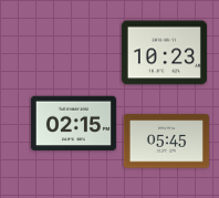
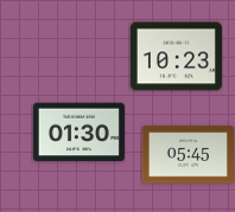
clock at (73, 124): 02:15 -> 01:30
clock at (166, 142) position: (166, 142) -> (188, 155)
